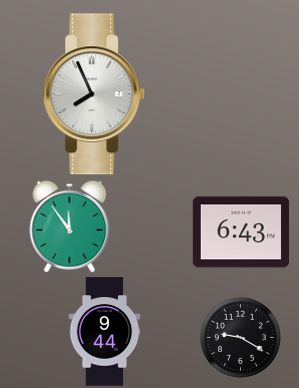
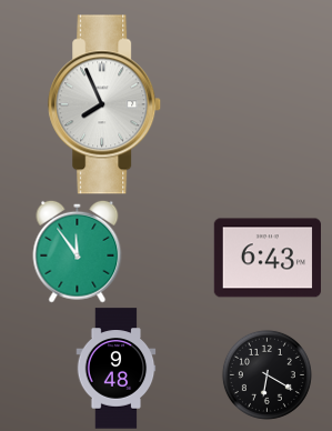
clock at (105, 332): 9:44 -> 9:48
clock at (240, 337): 9:20 -> 6:20
